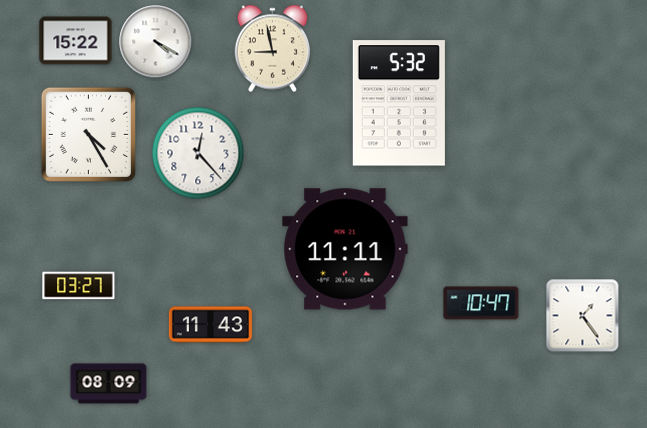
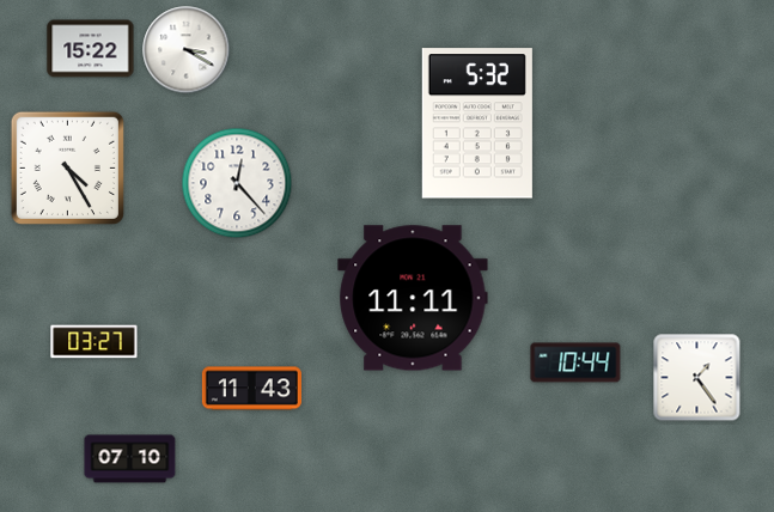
clock at (156, 42): 4:20 -> 3:20
clock at (273, 49): 8:58 -> none
clock at (88, 134) position: (88, 134) -> (67, 167)
clock at (481, 303): 10:47 -> 10:44
clock at (109, 384): 08:09 -> 07:10
